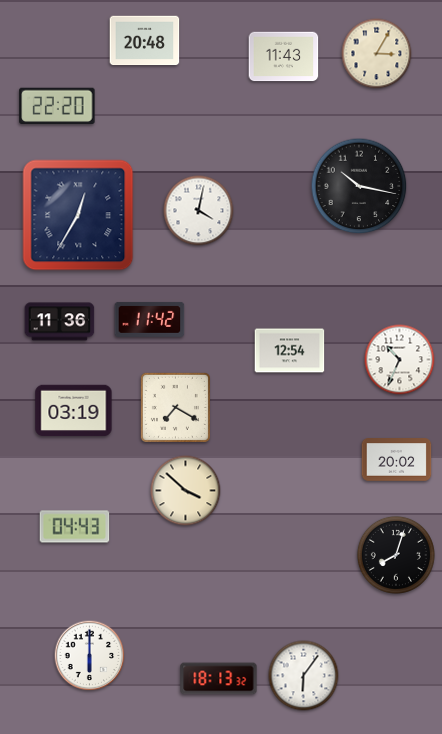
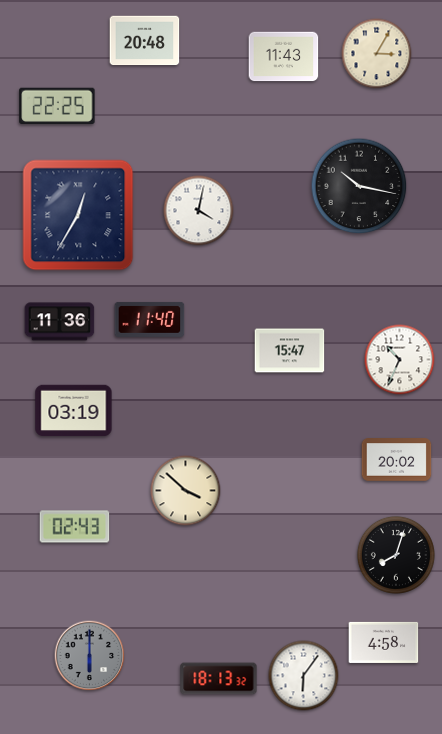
clock at (57, 106): 22:20 -> 22:25
clock at (150, 319): 11:42 -> 11:40
clock at (290, 351): 12:54 -> 15:47
clock at (175, 407): 7:20 -> none
clock at (75, 527): 04:43 -> 02:43
clock at (384, 642): none -> 4:58
clock at (90, 656) dial: white -> grey
